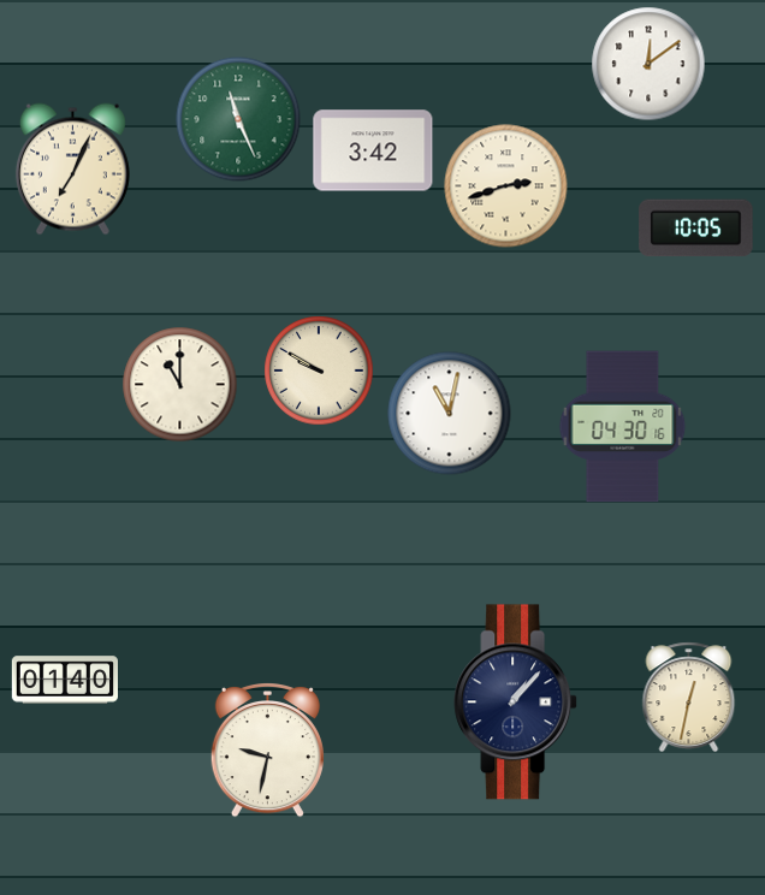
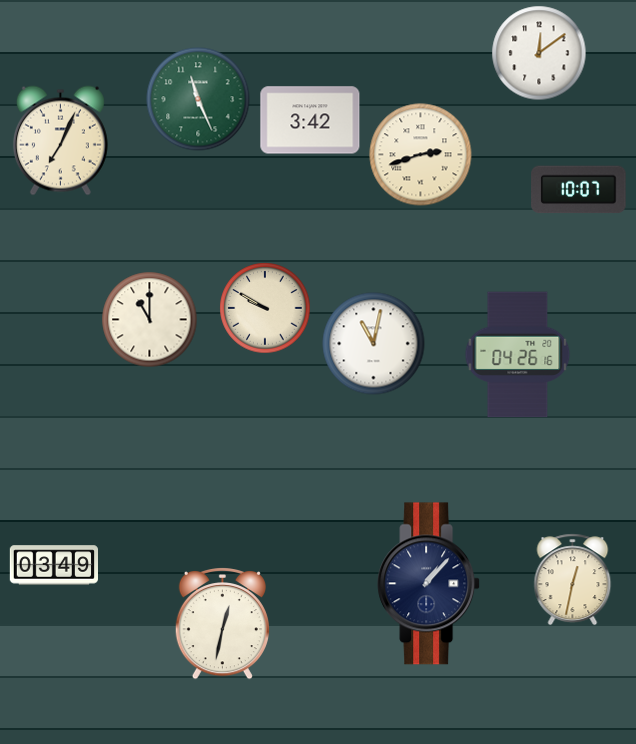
clock at (373, 150) position: (373, 150) -> (310, 120)
clock at (696, 229): 10:05 -> 10:07
clock at (623, 427): 04:30 -> 04:26
clock at (65, 680): 01:40 -> 03:49
clock at (267, 751): 9:32 -> 12:32
